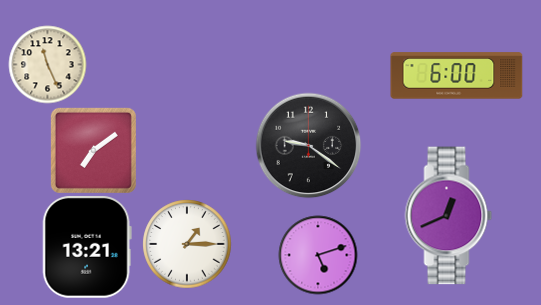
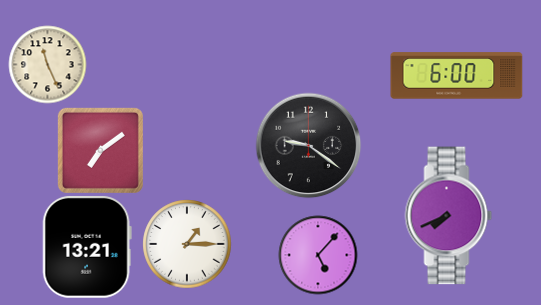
clock at (93, 150) position: (93, 150) -> (100, 150)
clock at (449, 216): 12:41 -> 7:41
clock at (318, 255): 5:12 -> 5:07
